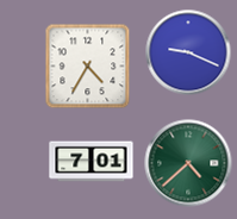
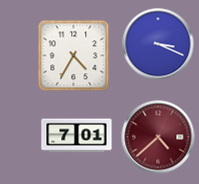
clock at (188, 52): 9:19 -> 3:19
clock at (188, 163) dial: green -> burgundy
